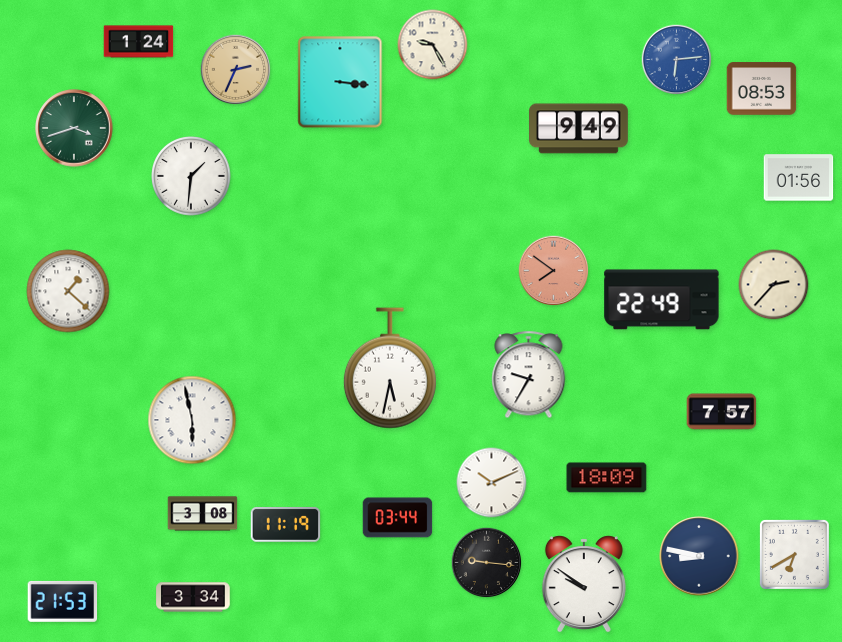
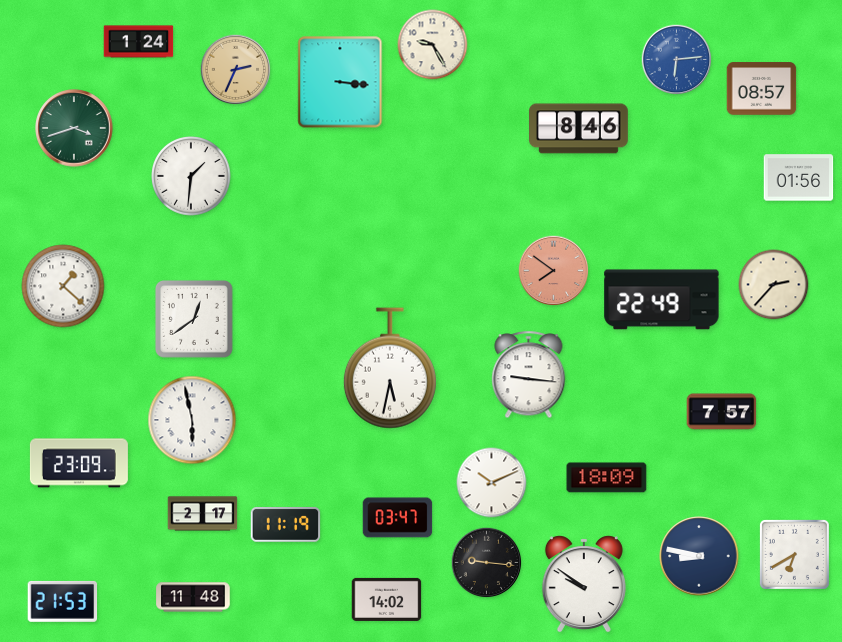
clock at (762, 89): 08:53 -> 08:57
clock at (579, 129): 9:49 -> 8:46
clock at (68, 291) position: (68, 291) -> (63, 286)
clock at (194, 319): none -> 12:39
clock at (529, 375): 9:35 -> 9:16
clock at (79, 463): none -> 23:09
clock at (203, 514): 3:08 -> 2:17
clock at (398, 518): 03:44 -> 03:47
clock at (193, 597): 3:34 -> 11:48
clock at (387, 599): none -> 14:02
